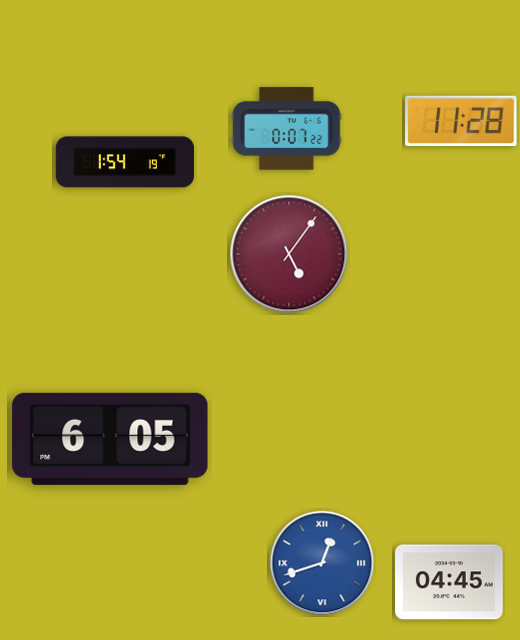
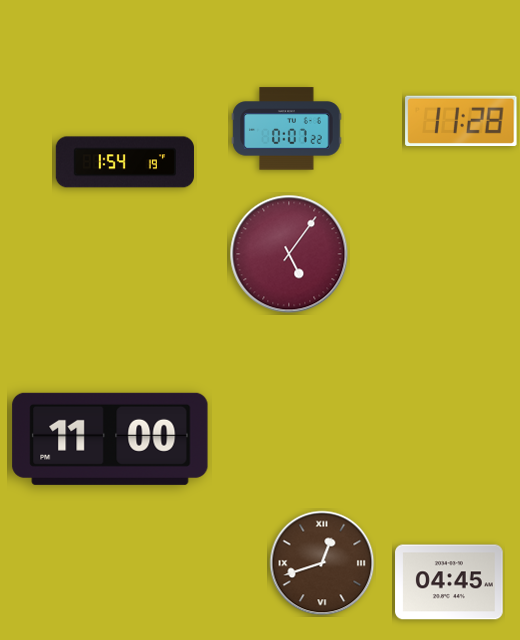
clock at (110, 439): 6:05 -> 11:00
clock at (322, 563) dial: blue -> brown
